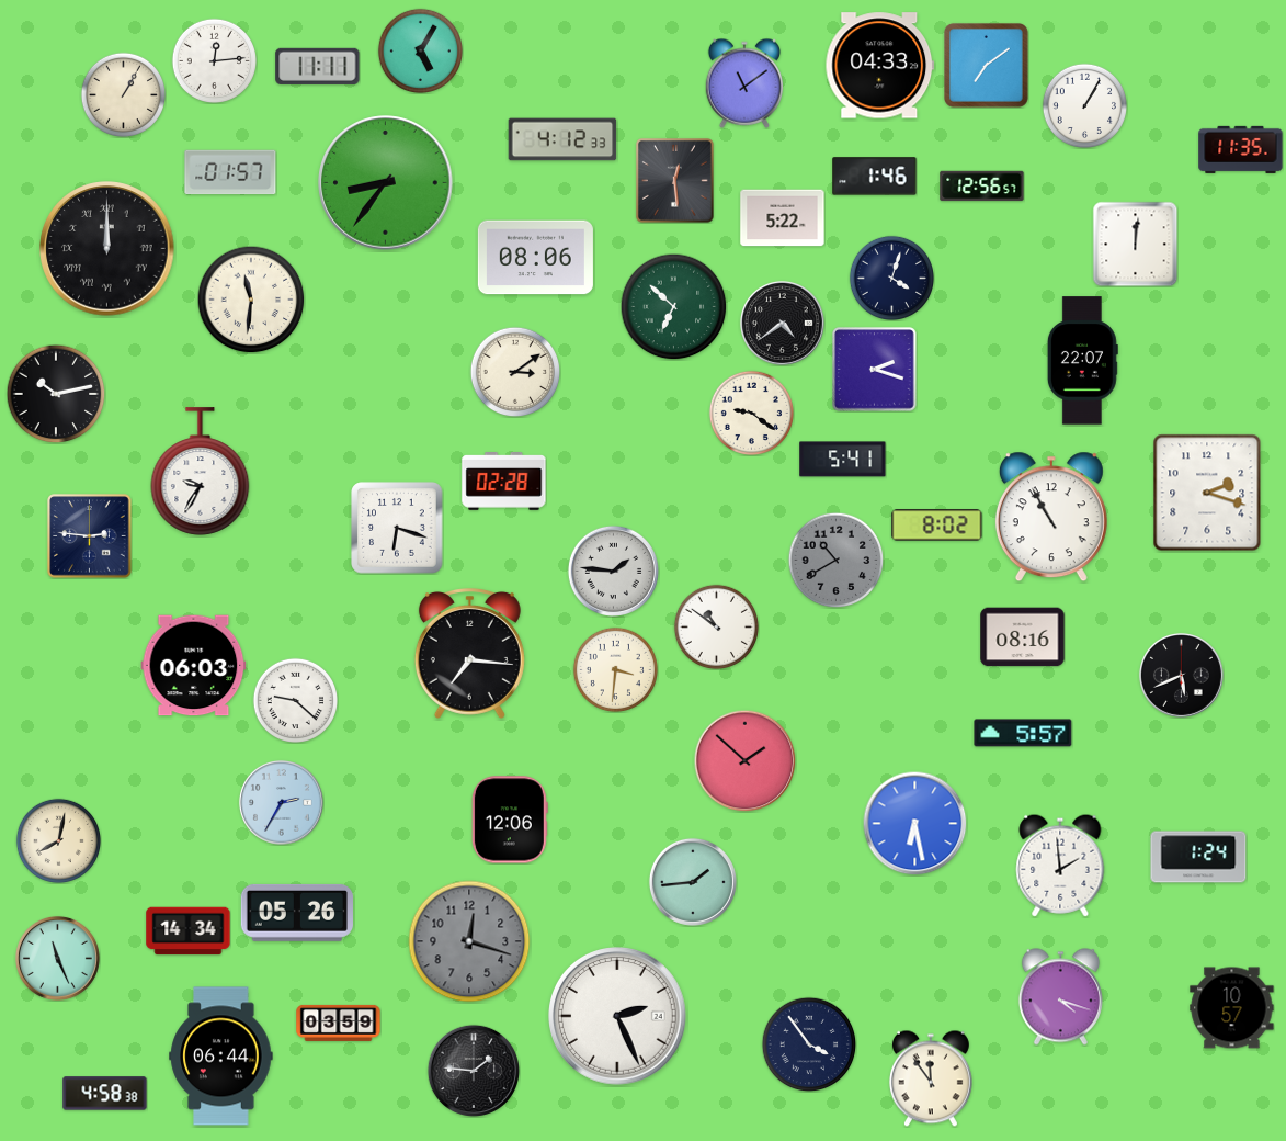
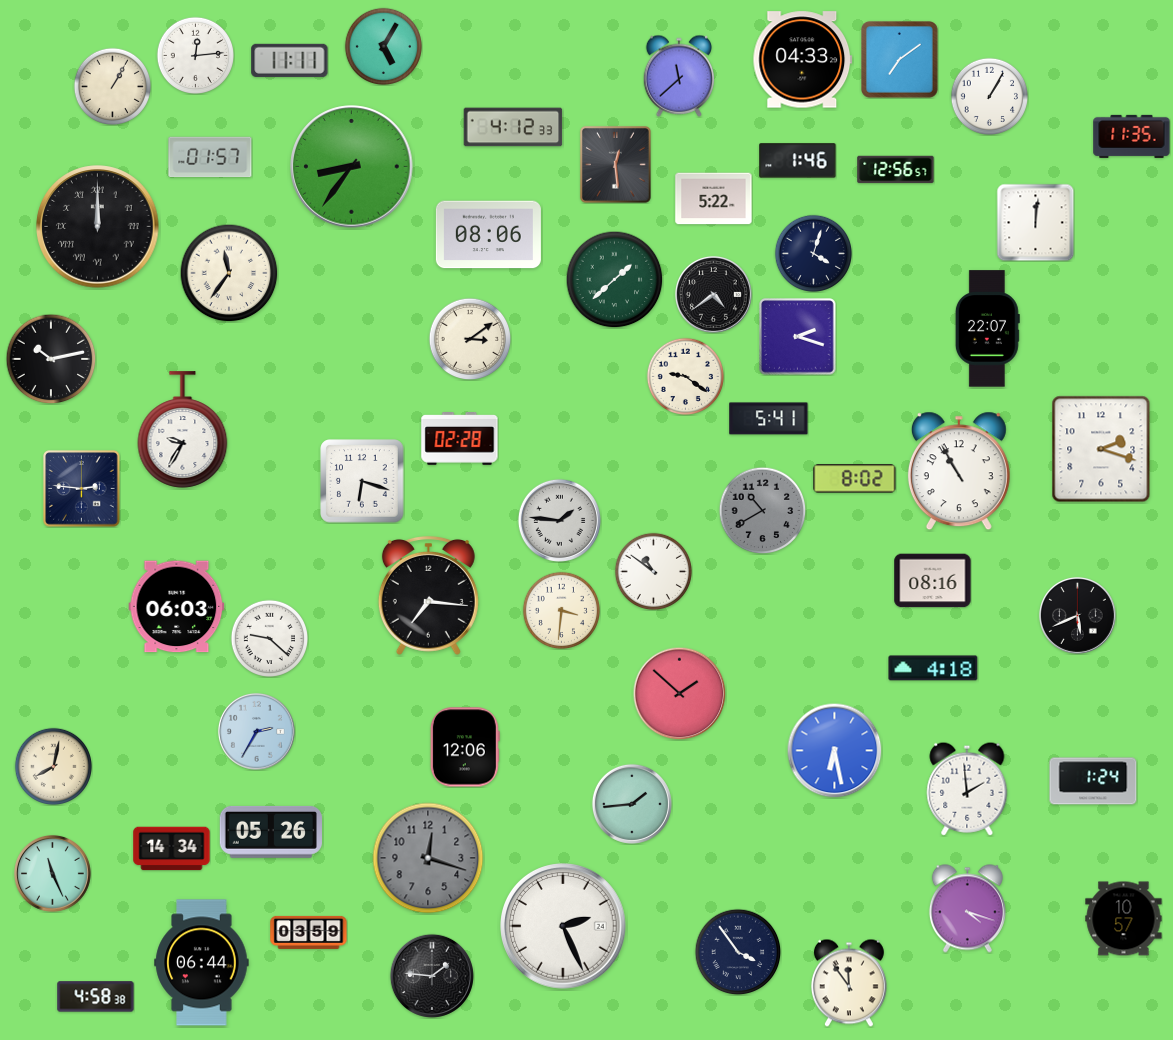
clock at (743, 83): 11:09 -> 11:38
clock at (251, 300): 11:31 -> 11:36
clock at (673, 306): 6:52 -> 1:38
clock at (1023, 733): 5:57 -> 4:18
